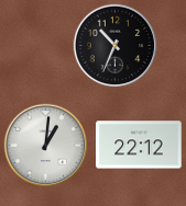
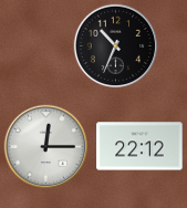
clock at (46, 146): 1:01 -> 12:15
